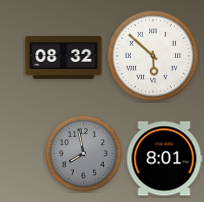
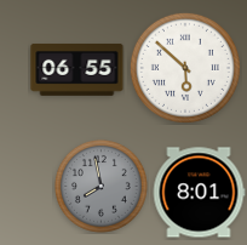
clock at (64, 57): 08:32 -> 06:55
